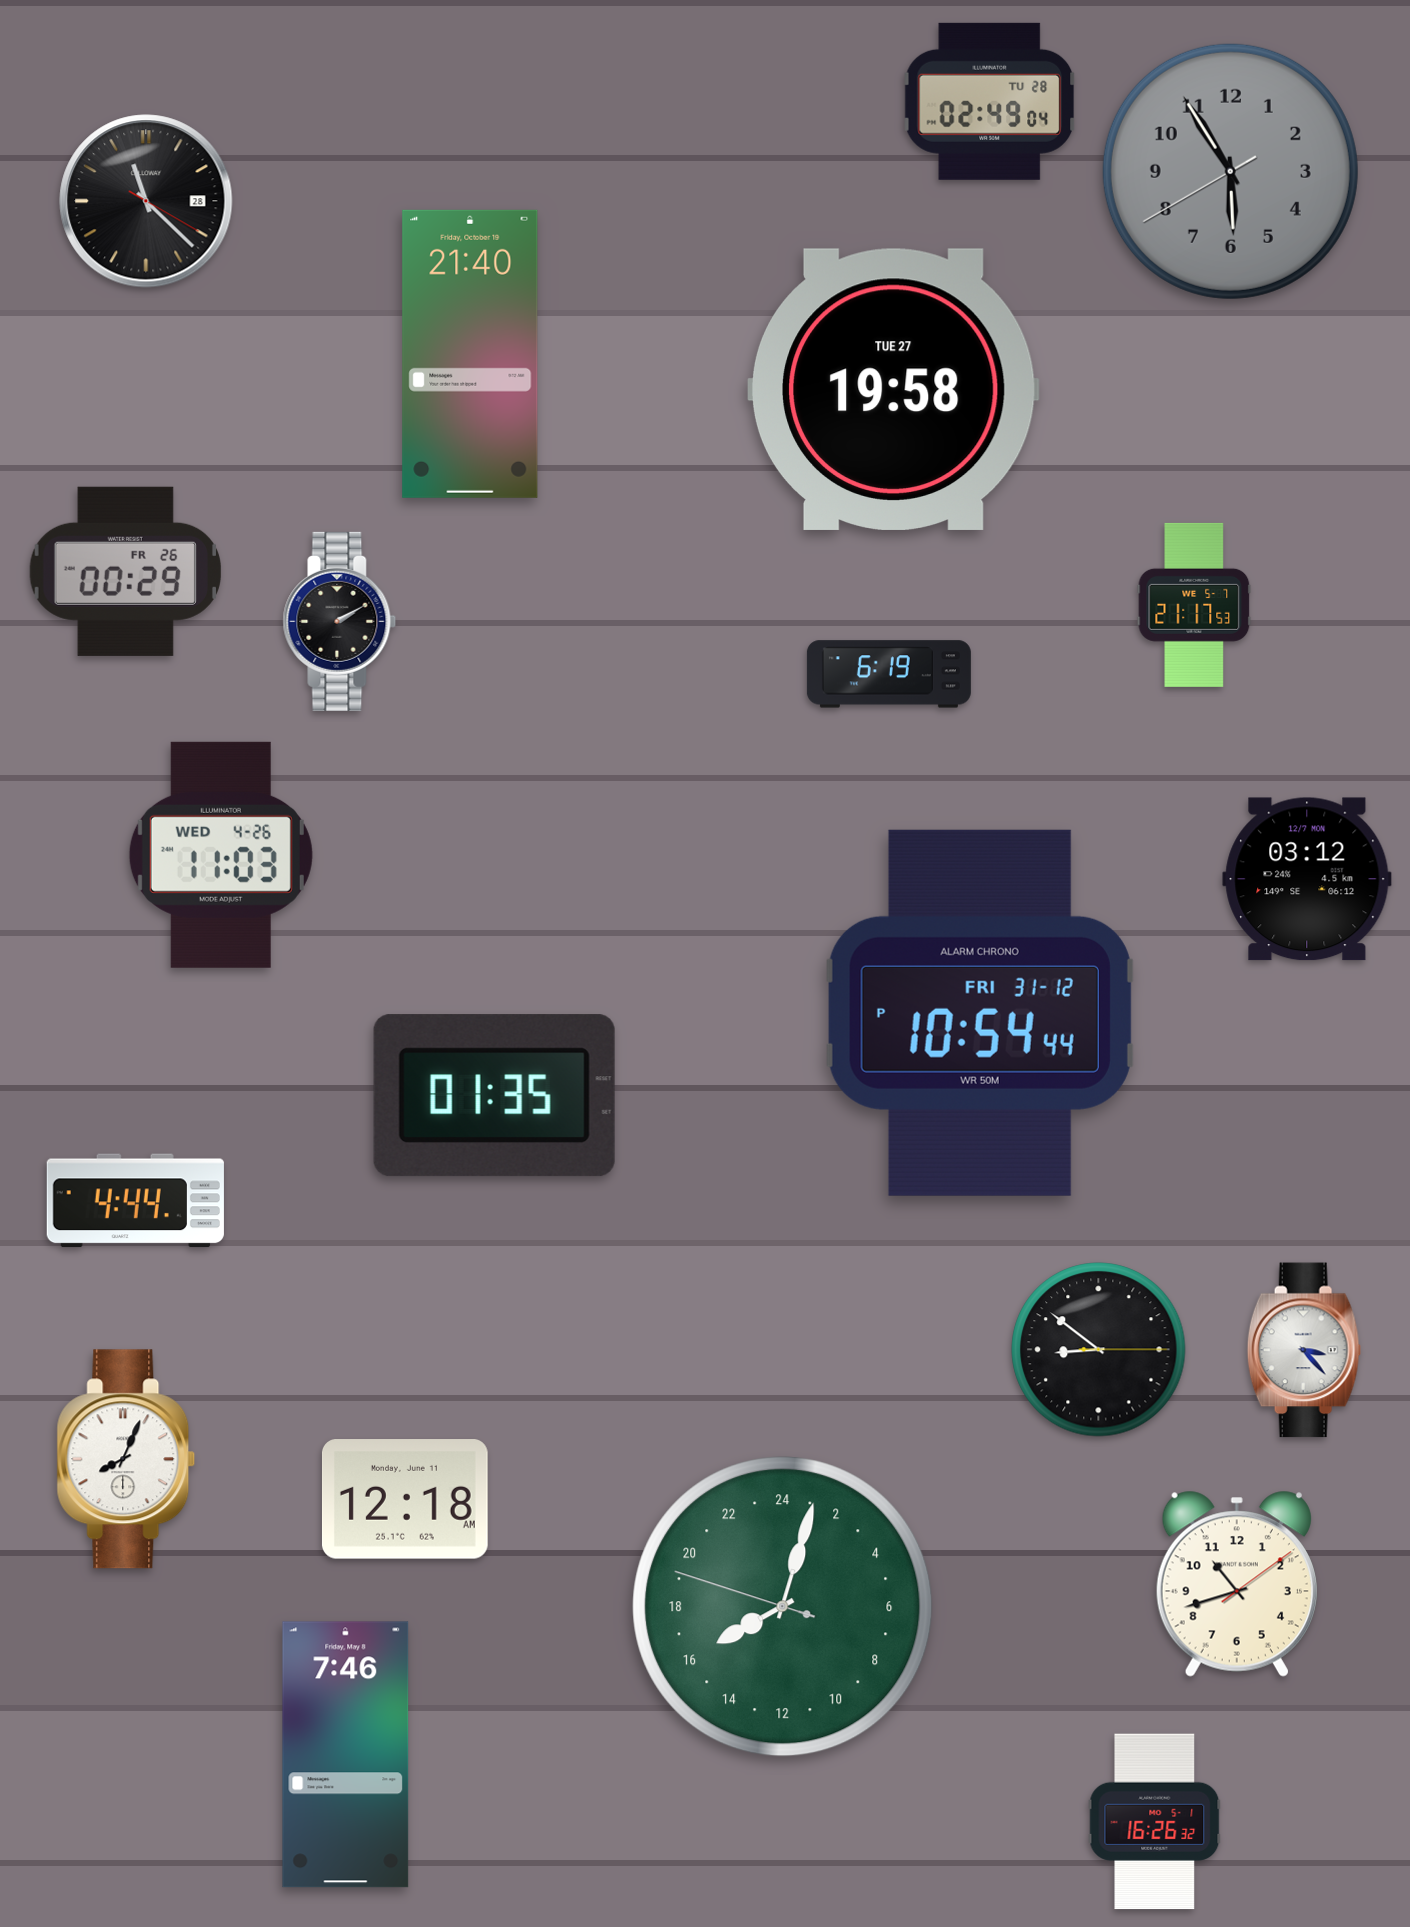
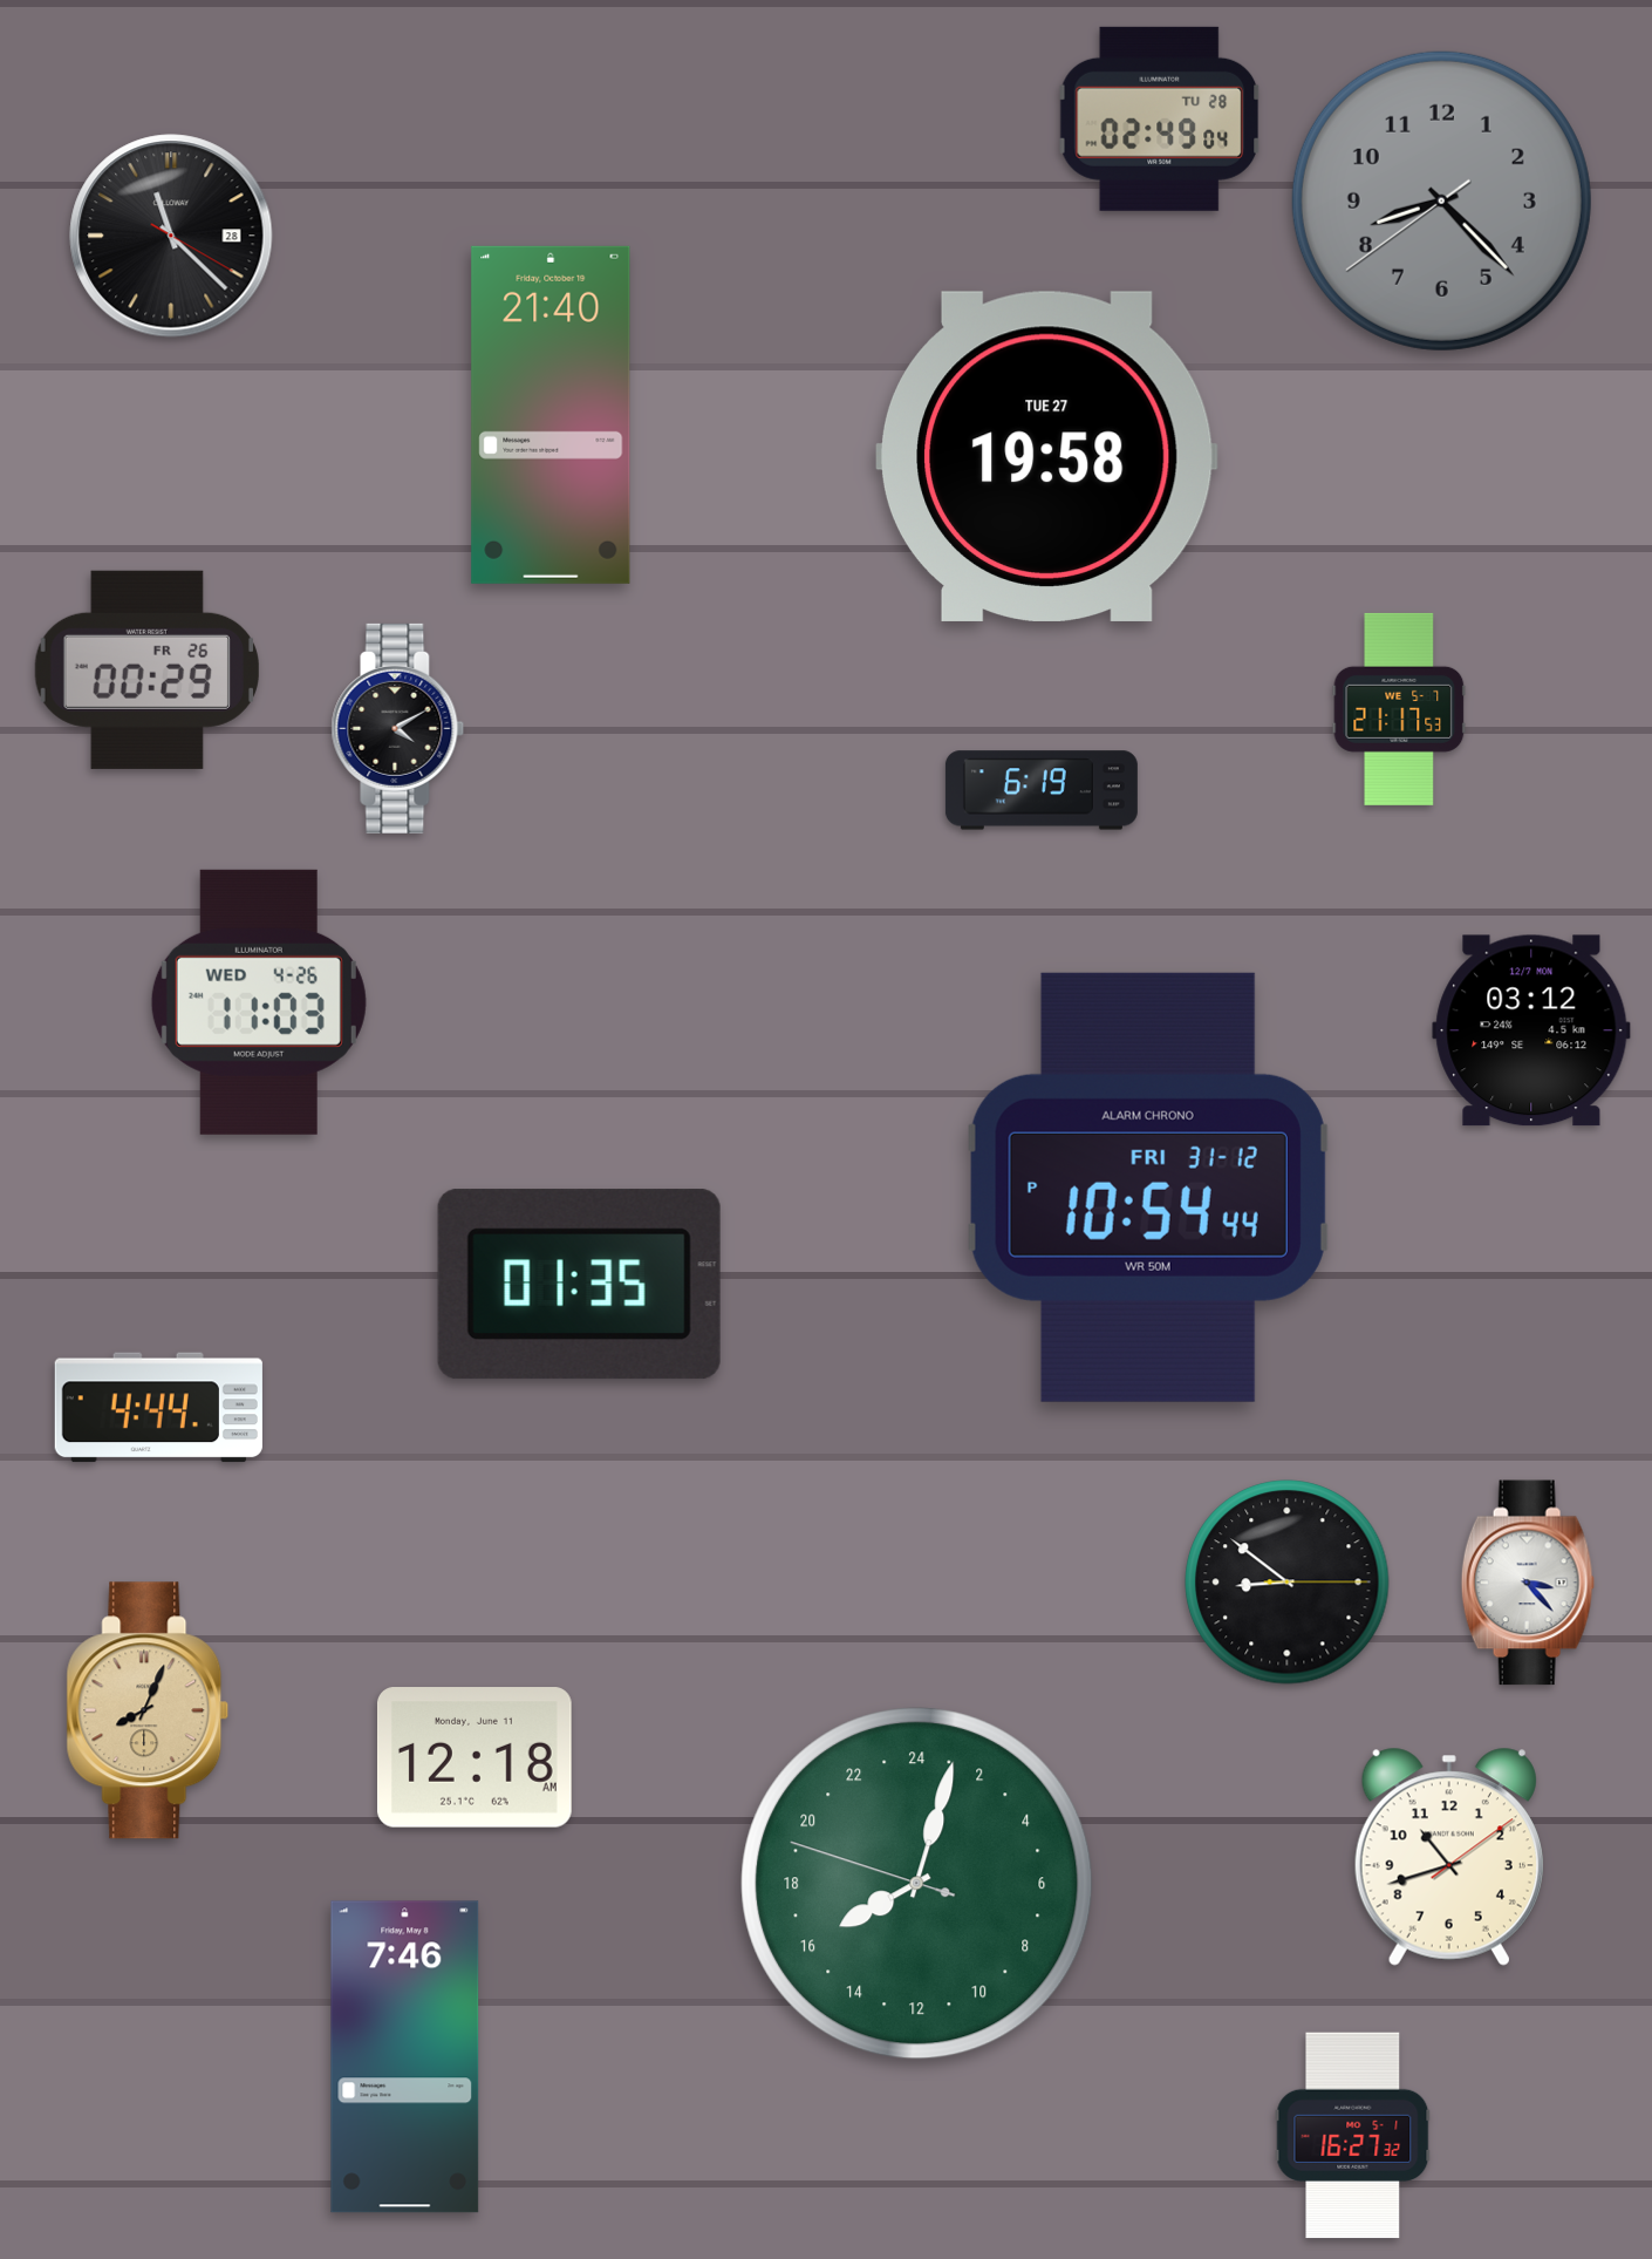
clock at (1230, 171): 5:54 -> 8:22
clock at (340, 621): 2:10 -> 4:10
clock at (126, 1459) dial: white -> champagne
clock at (1155, 1822): 16:26 -> 16:27
